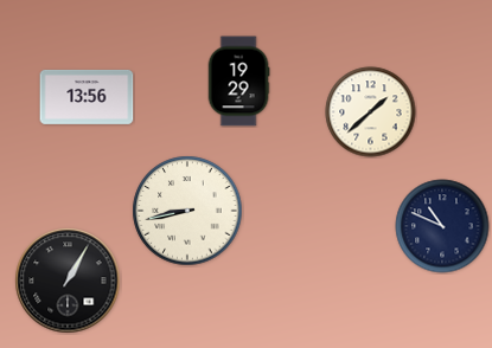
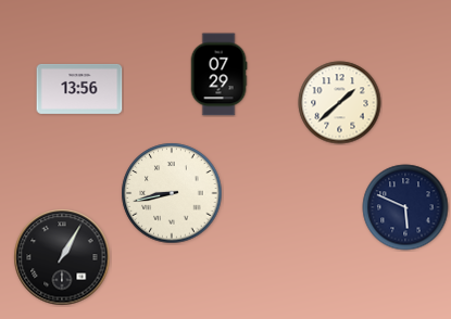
clock at (238, 82): 19:29 -> 07:29
clock at (442, 226): 10:49 -> 5:49
